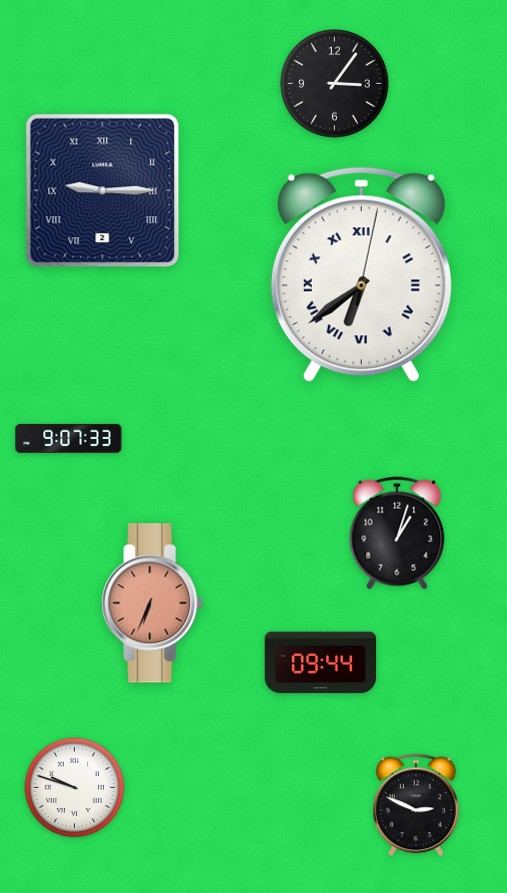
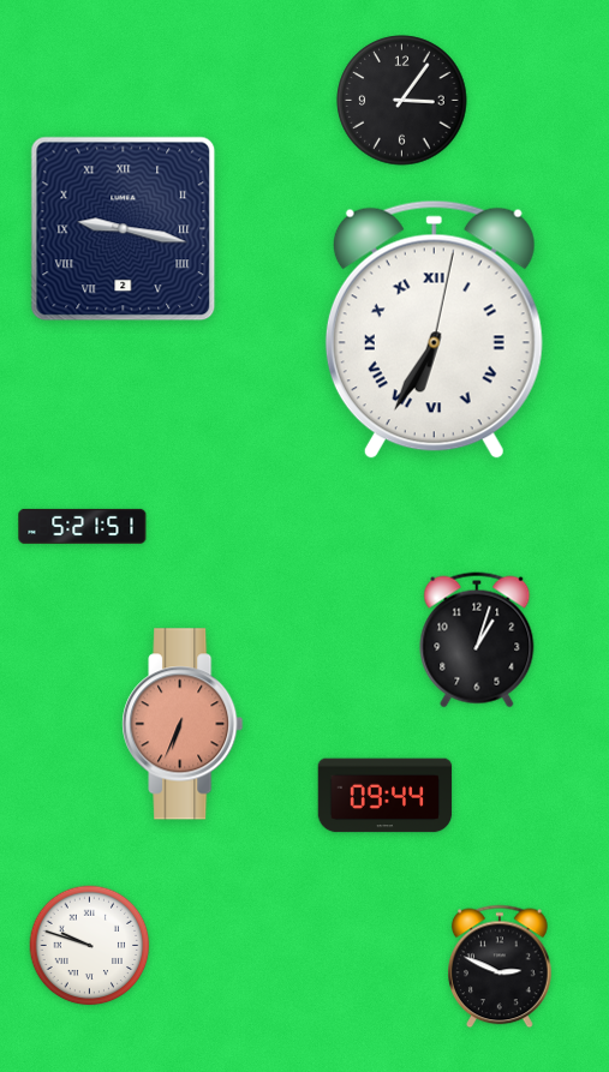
clock at (103, 191): 9:15 -> 9:17
clock at (361, 275): 6:39 -> 6:35
clock at (69, 438): 9:07 -> 5:21
